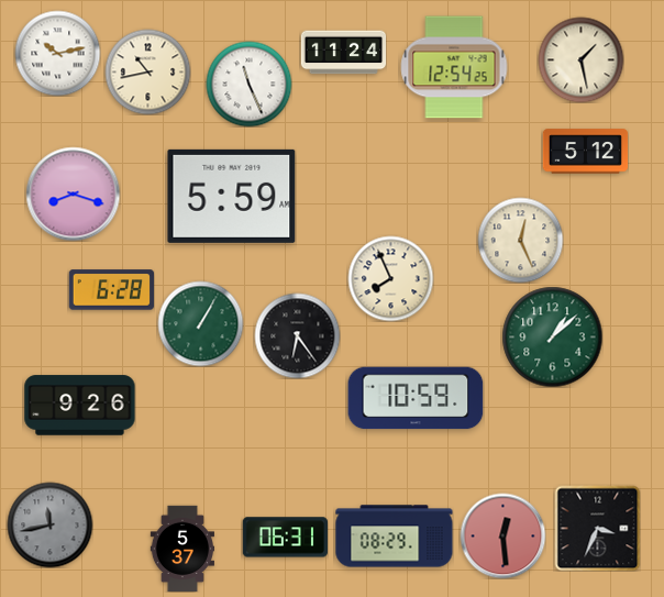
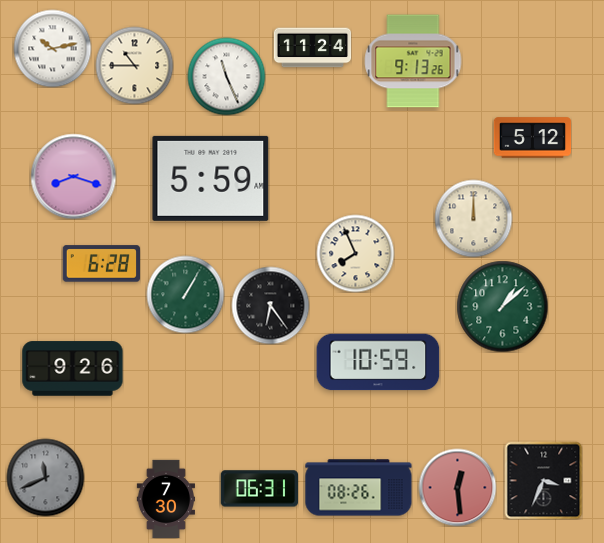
clock at (580, 59): 1:28 -> none
clock at (454, 67): 12:54 -> 9:13
clock at (147, 71): 10:43 -> 10:45
clock at (73, 194) position: (73, 194) -> (73, 176)
clock at (520, 240): 12:26 -> 12:00
clock at (200, 323) position: (200, 323) -> (185, 294)
clock at (49, 524): 11:43 -> 11:41
clock at (395, 537): 08:29 -> 08:26
clock at (181, 548): 5:37 -> 7:30
